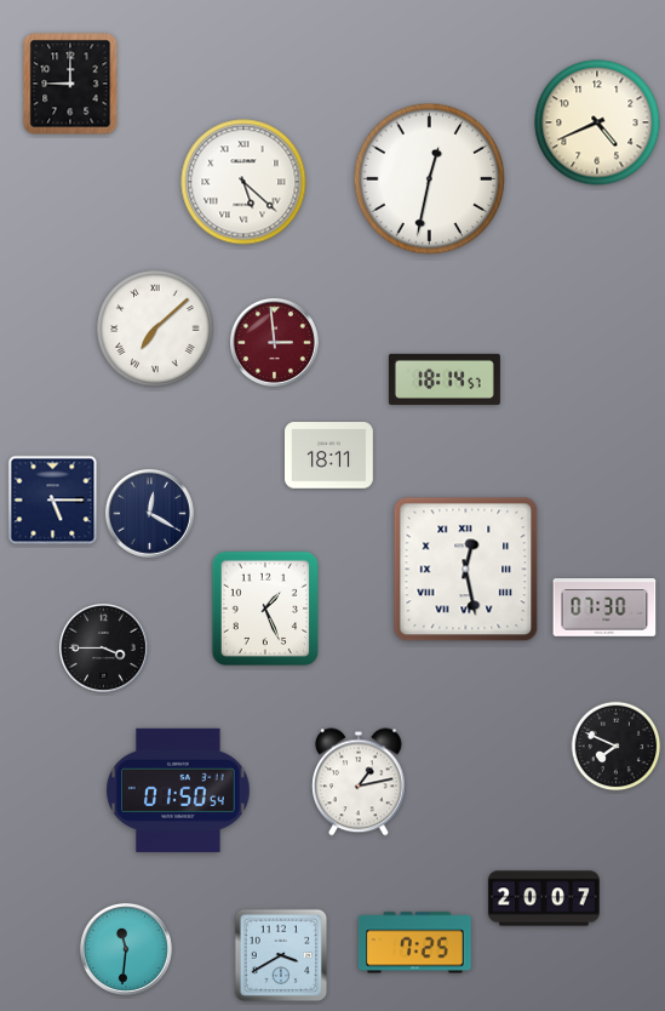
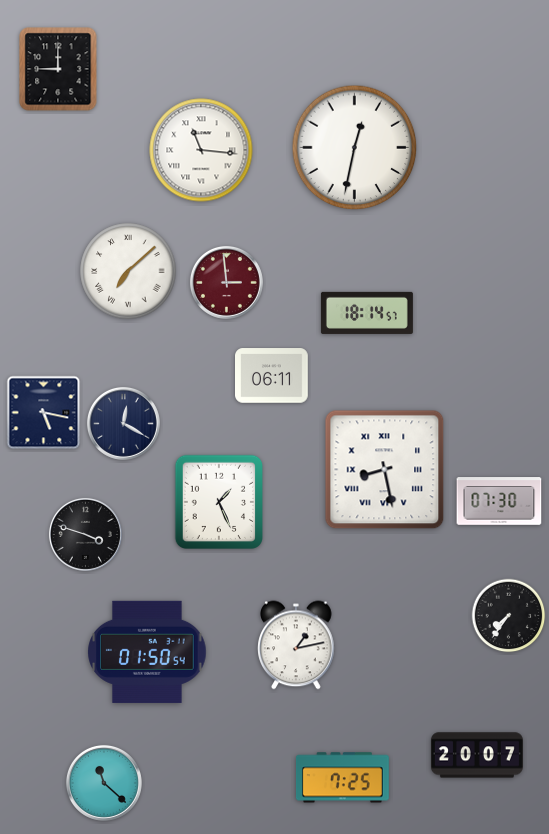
clock at (597, 122): 4:41 -> none
clock at (243, 182): 5:22 -> 11:16
clock at (329, 456): 18:11 -> 06:11
clock at (53, 501): 5:15 -> 5:17
clock at (466, 570): 12:28 -> 8:28
clock at (103, 647): 3:45 -> 3:48
clock at (617, 747): 7:49 -> 7:36
clock at (544, 898) position: (544, 898) -> (477, 755)
clock at (126, 949): 11:31 -> 11:22
clock at (281, 955): 3:40 -> none
